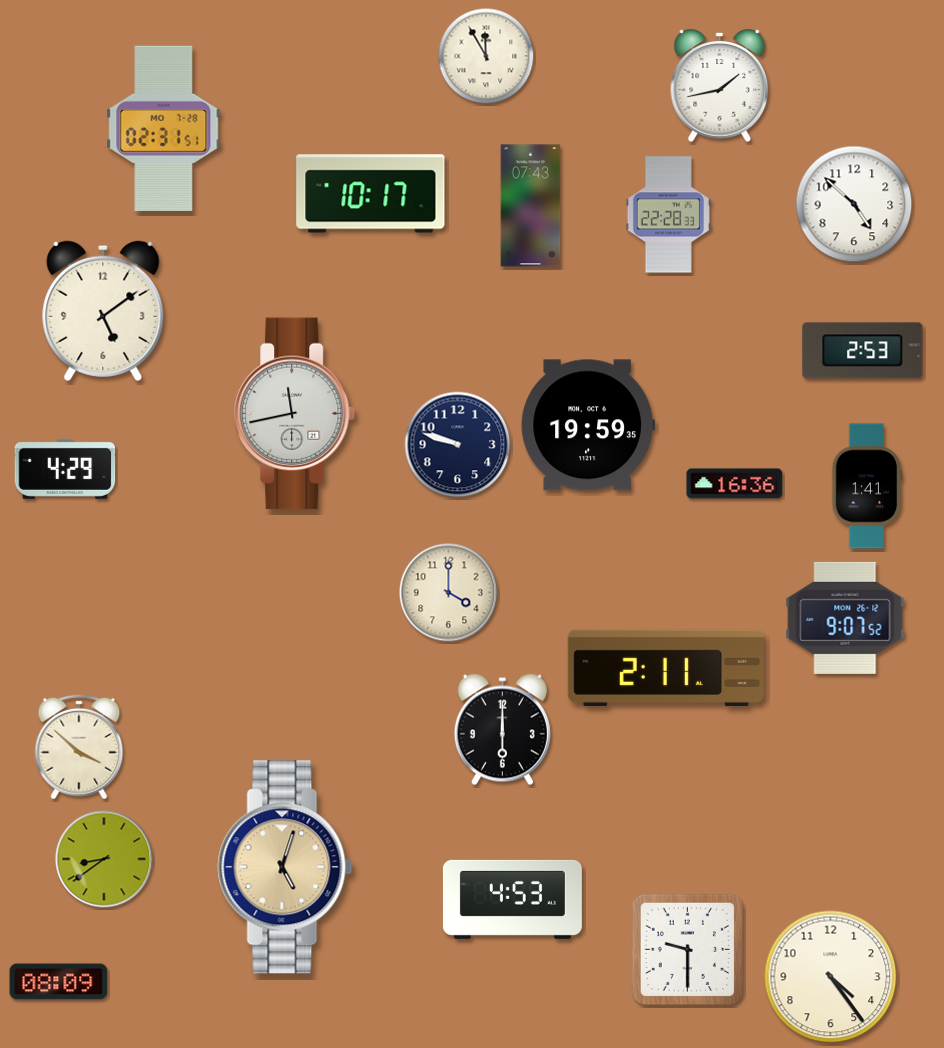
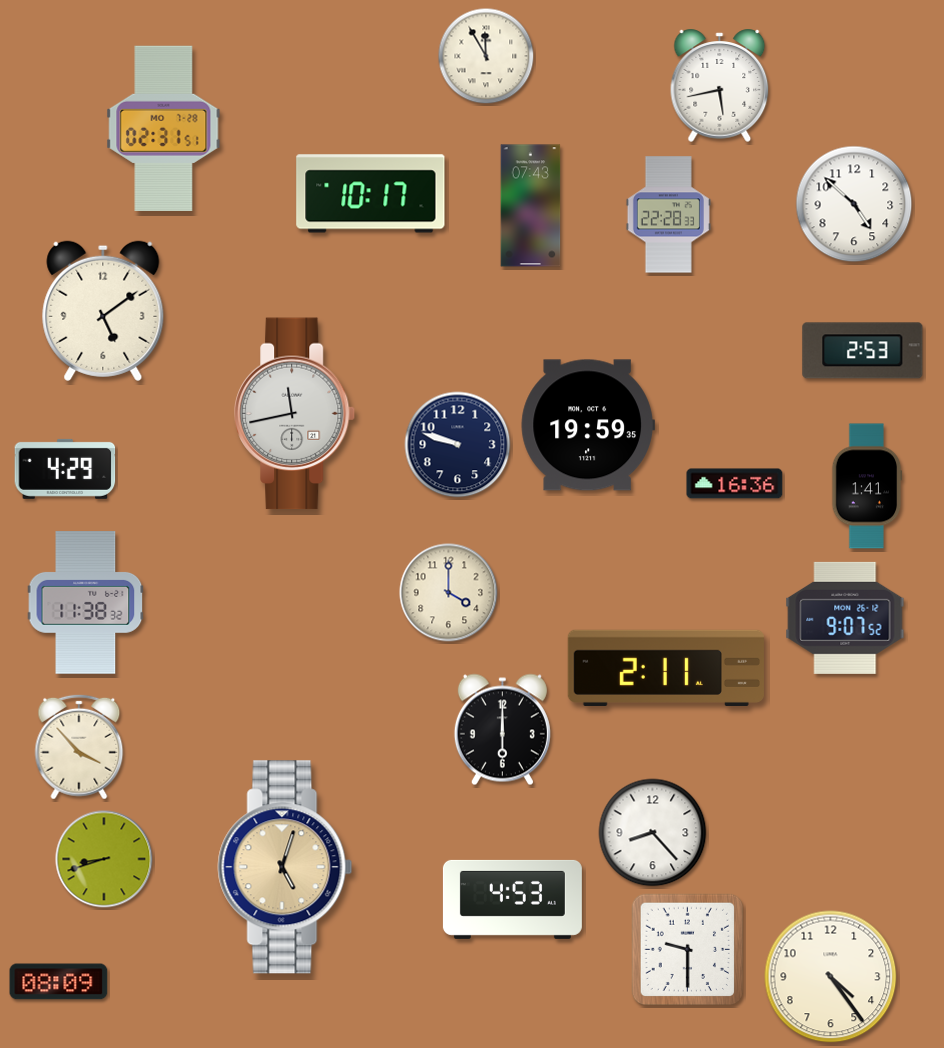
clock at (720, 85): 1:43 -> 5:43
clock at (86, 603): none -> 11:38
clock at (79, 747): 3:52 -> 3:53
clock at (653, 833): none -> 8:23
clock at (104, 859): 8:39 -> 8:42
